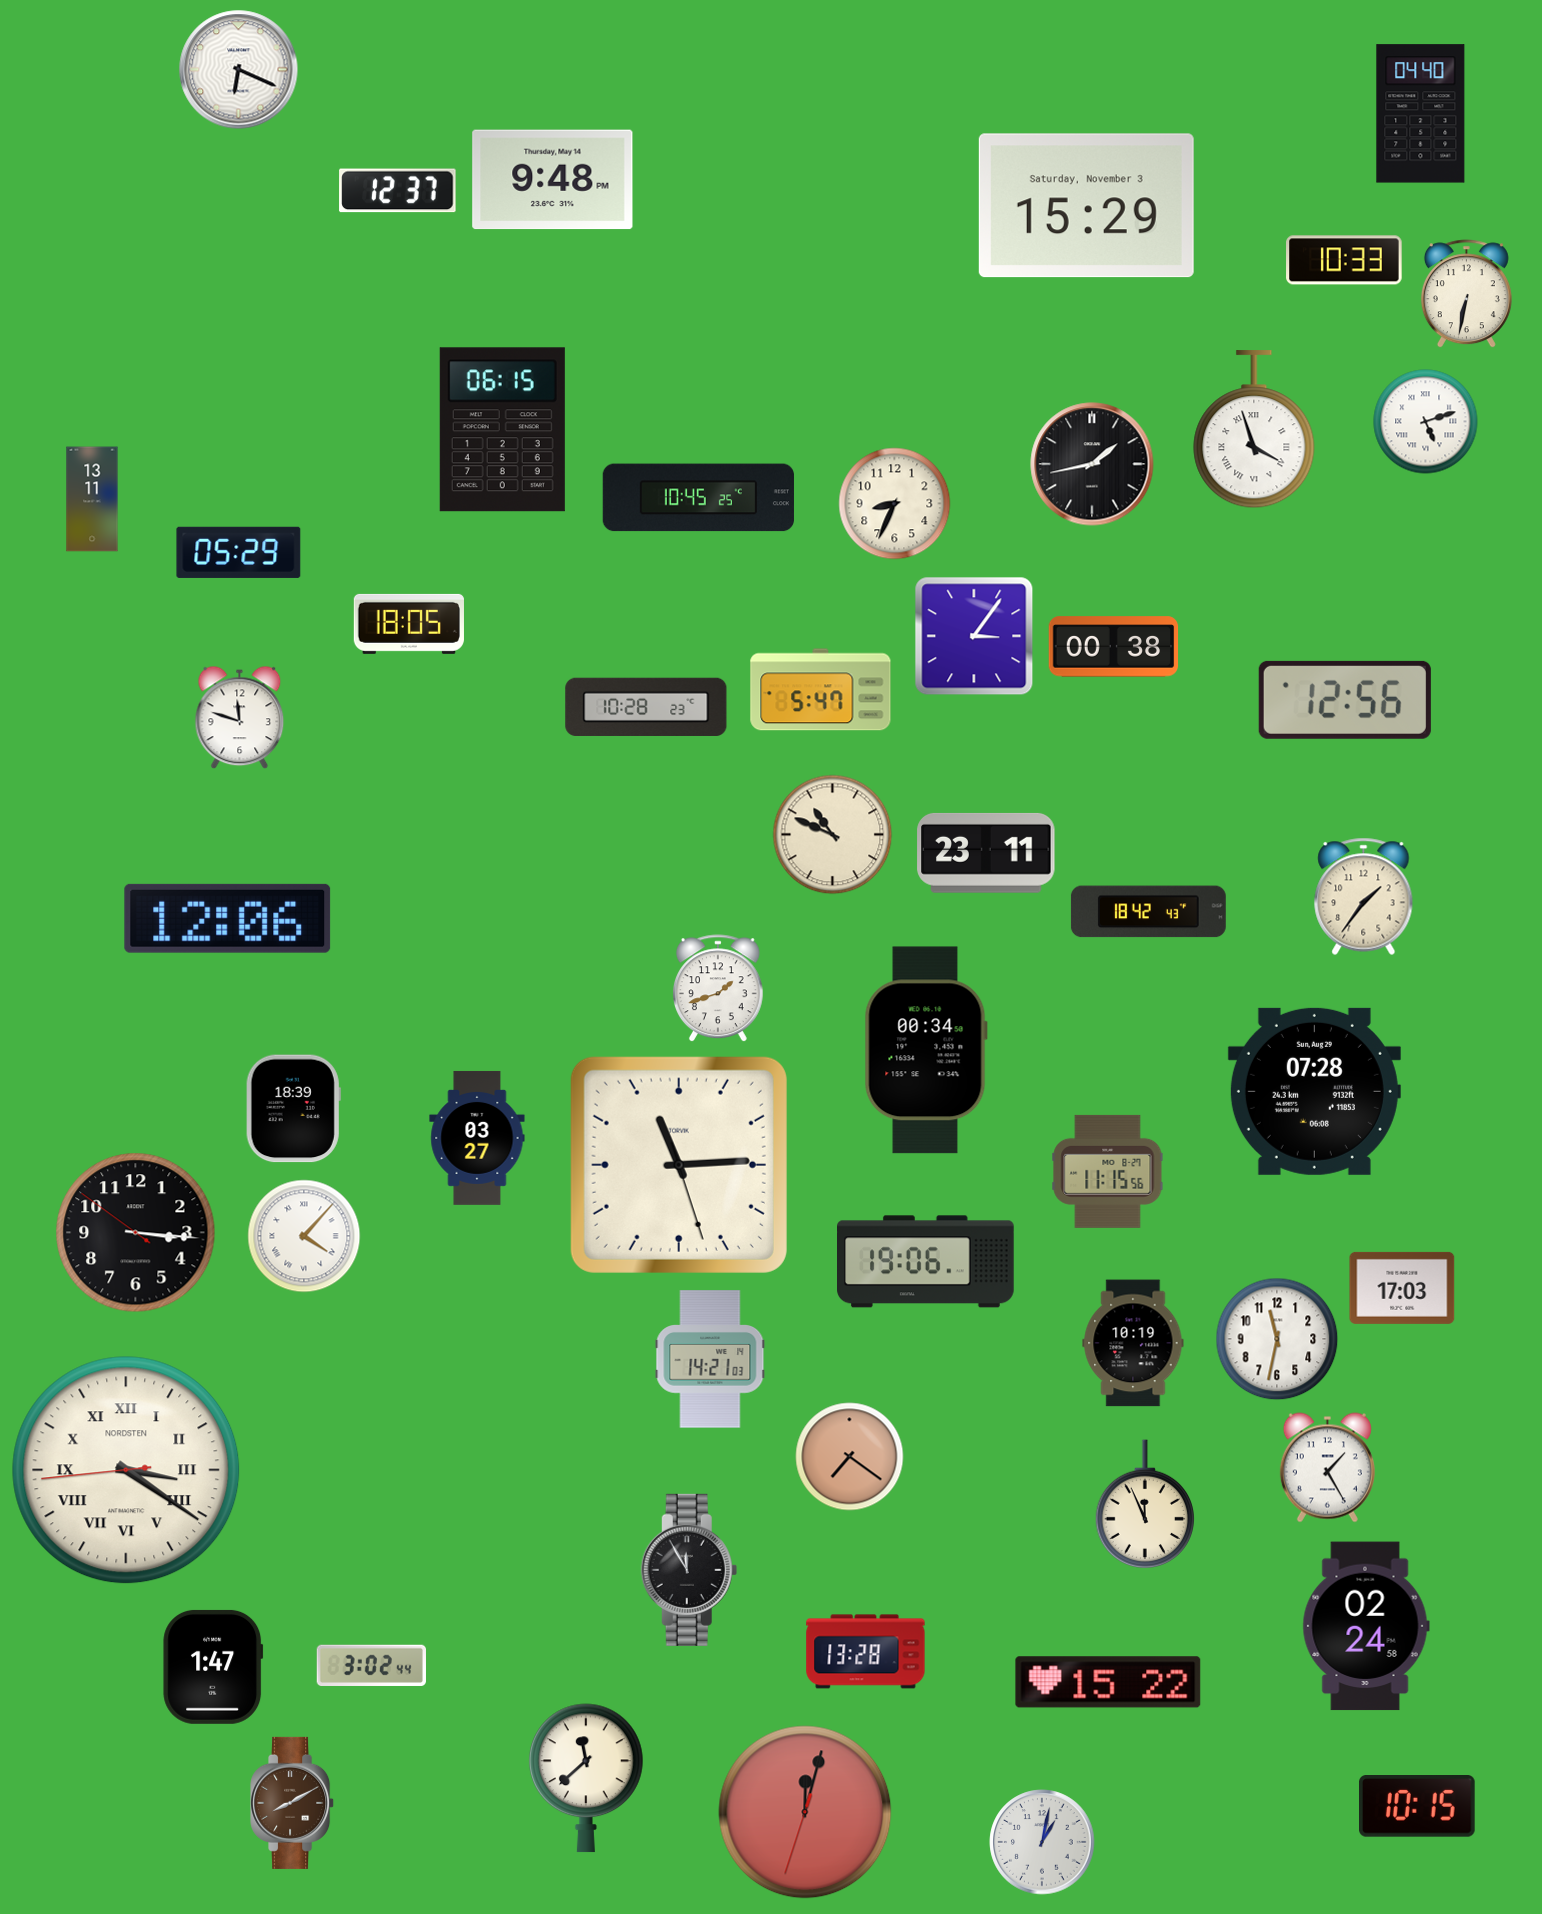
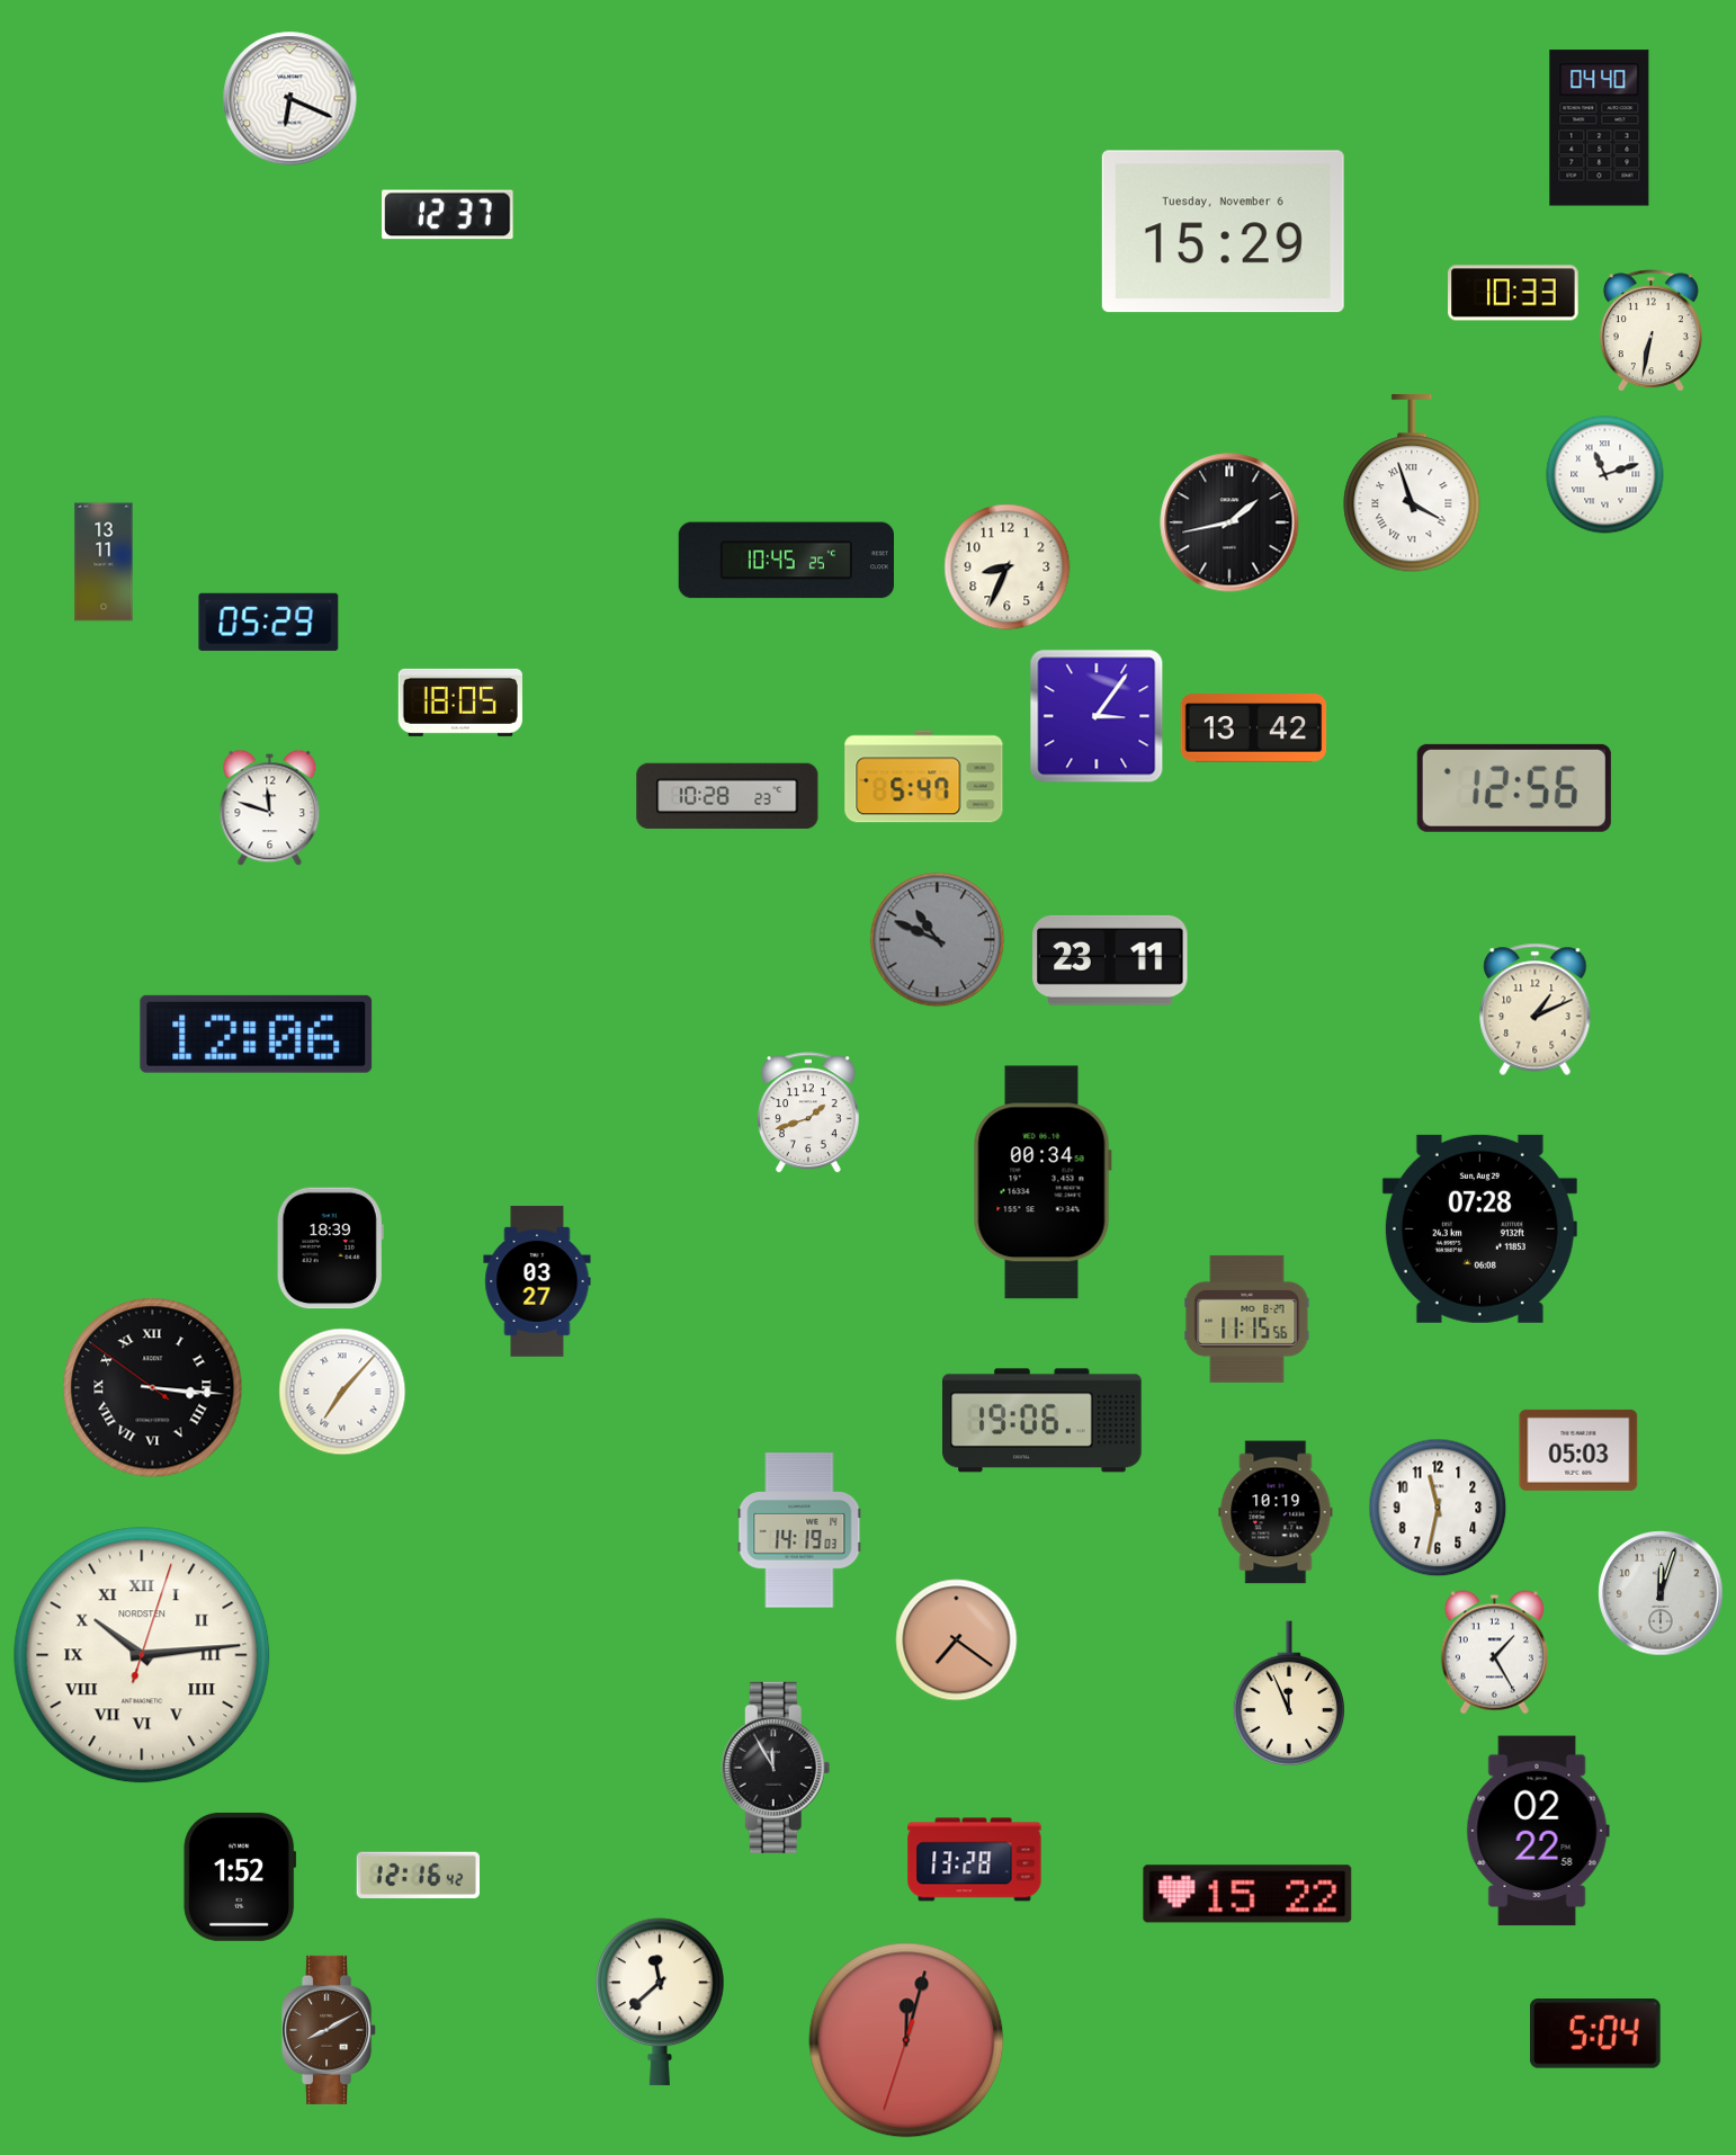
clock at (239, 70) position: (239, 70) -> (290, 99)
clock at (553, 180): 9:48 -> none
clock at (1086, 206) date: Saturday, November 3 -> Tuesday, November 6
clock at (1426, 422): 5:12 -> 11:12
clock at (502, 430): 06:15 -> none
clock at (1114, 647): 00:38 -> 13:42
clock at (833, 835) dial: cream -> grey
clock at (1364, 896): 1:36 -> 1:11
clock at (1148, 912): 18:42 -> none
clock at (679, 1165): 11:14 -> none
clock at (136, 1233) numerals: Arabic -> Roman
clock at (304, 1236): 4:07 -> 7:07
clock at (1402, 1288): 17:03 -> 05:03
clock at (710, 1359): 14:21 -> 14:19
clock at (1661, 1593): none -> 12:03
clock at (126, 1470): 3:20 -> 10:14
clock at (1366, 1626): 02:24 -> 02:22
clock at (371, 1665): 3:02 -> 12:16
clock at (213, 1667): 1:47 -> 1:52
clock at (1418, 1807): 10:15 -> 5:04
clock at (1042, 1842): 1:02 -> none
